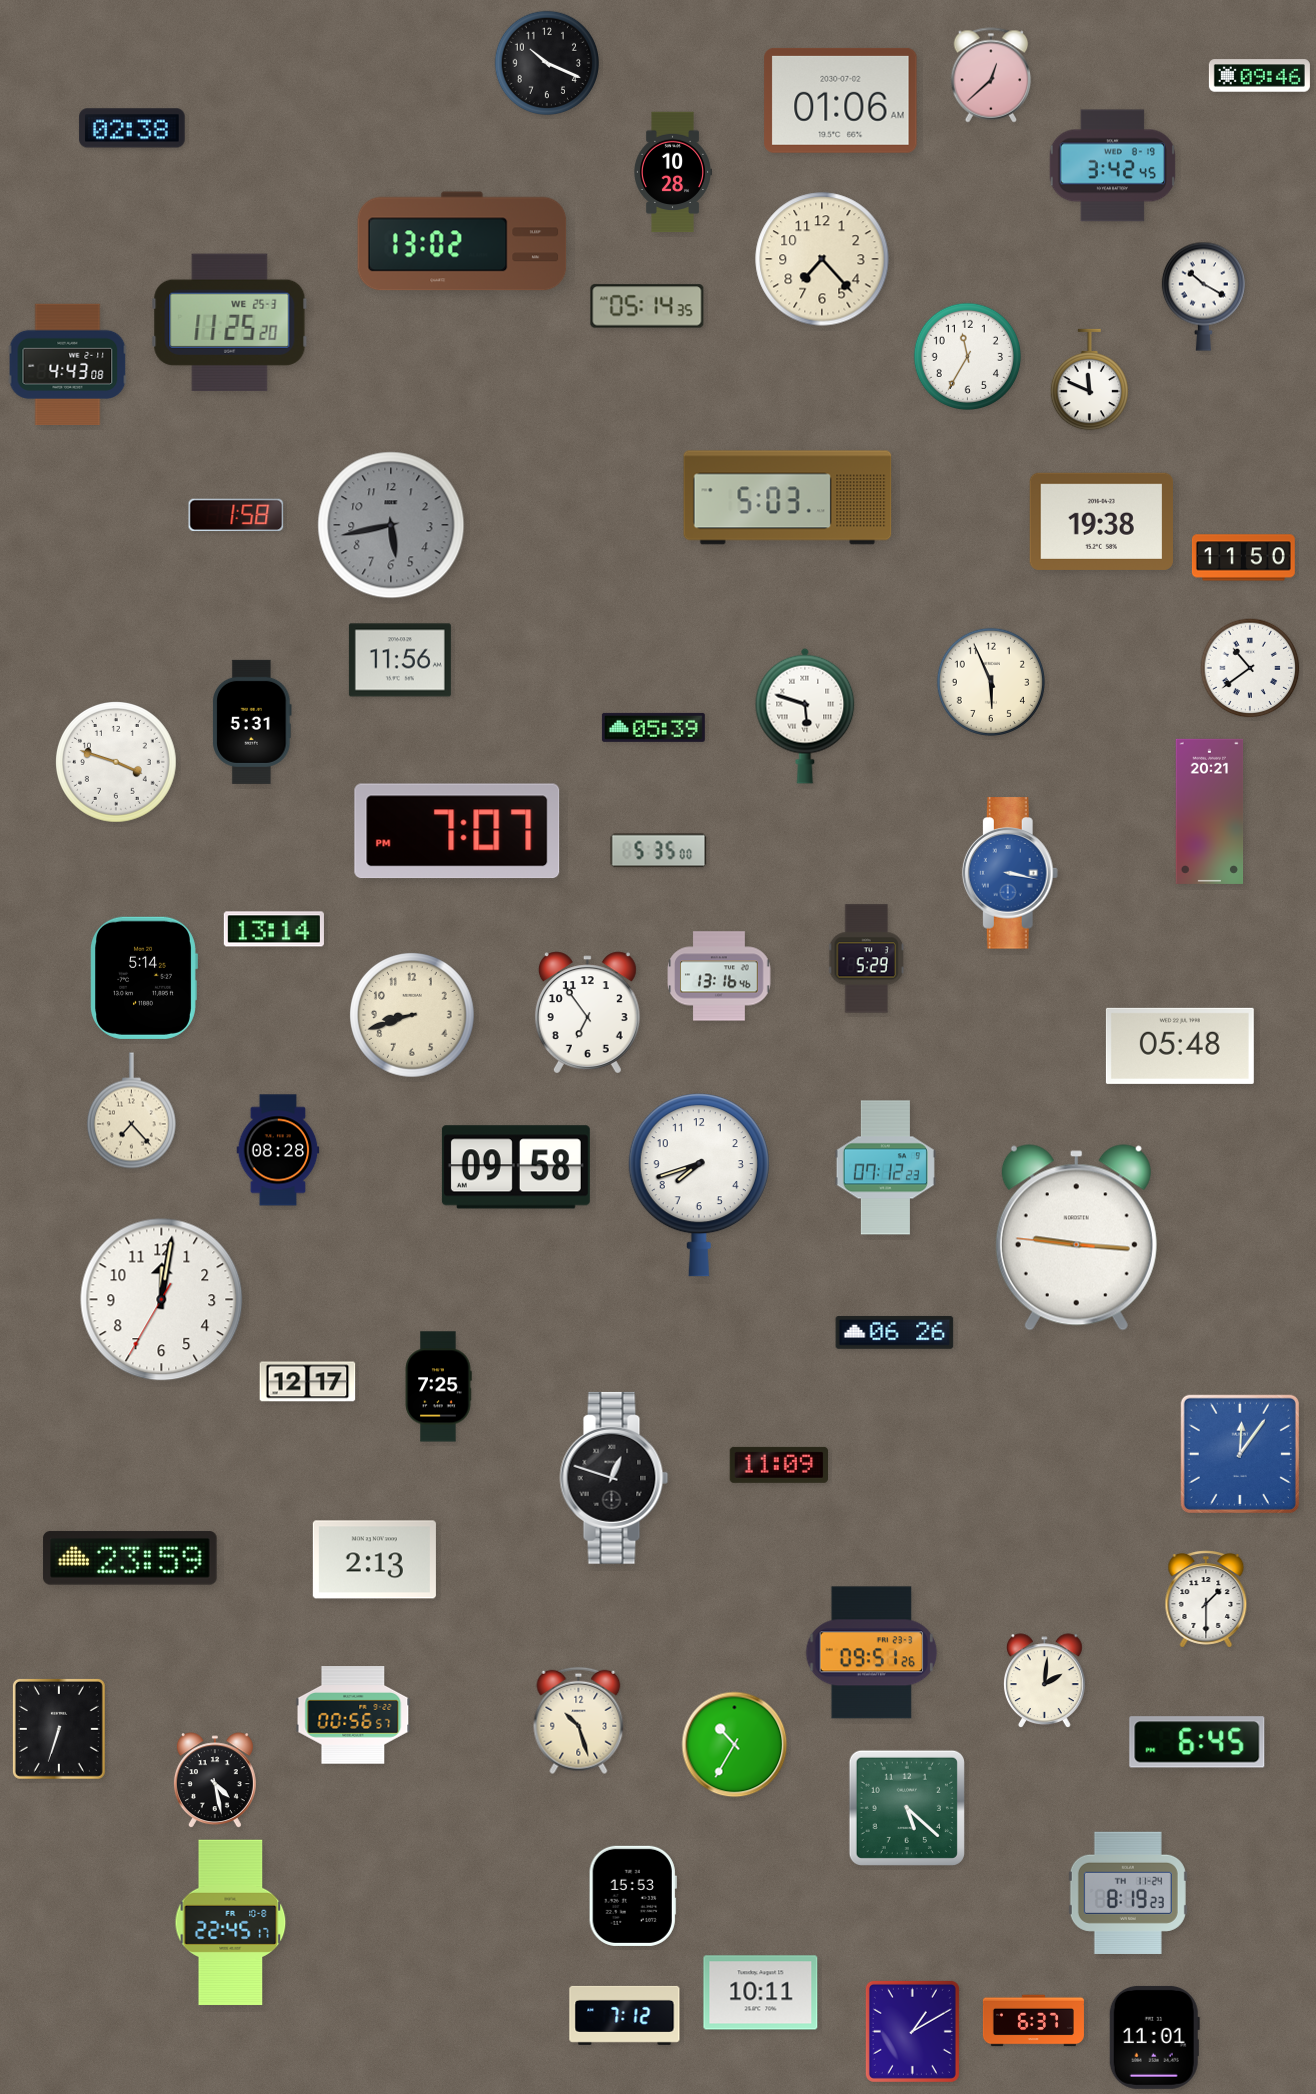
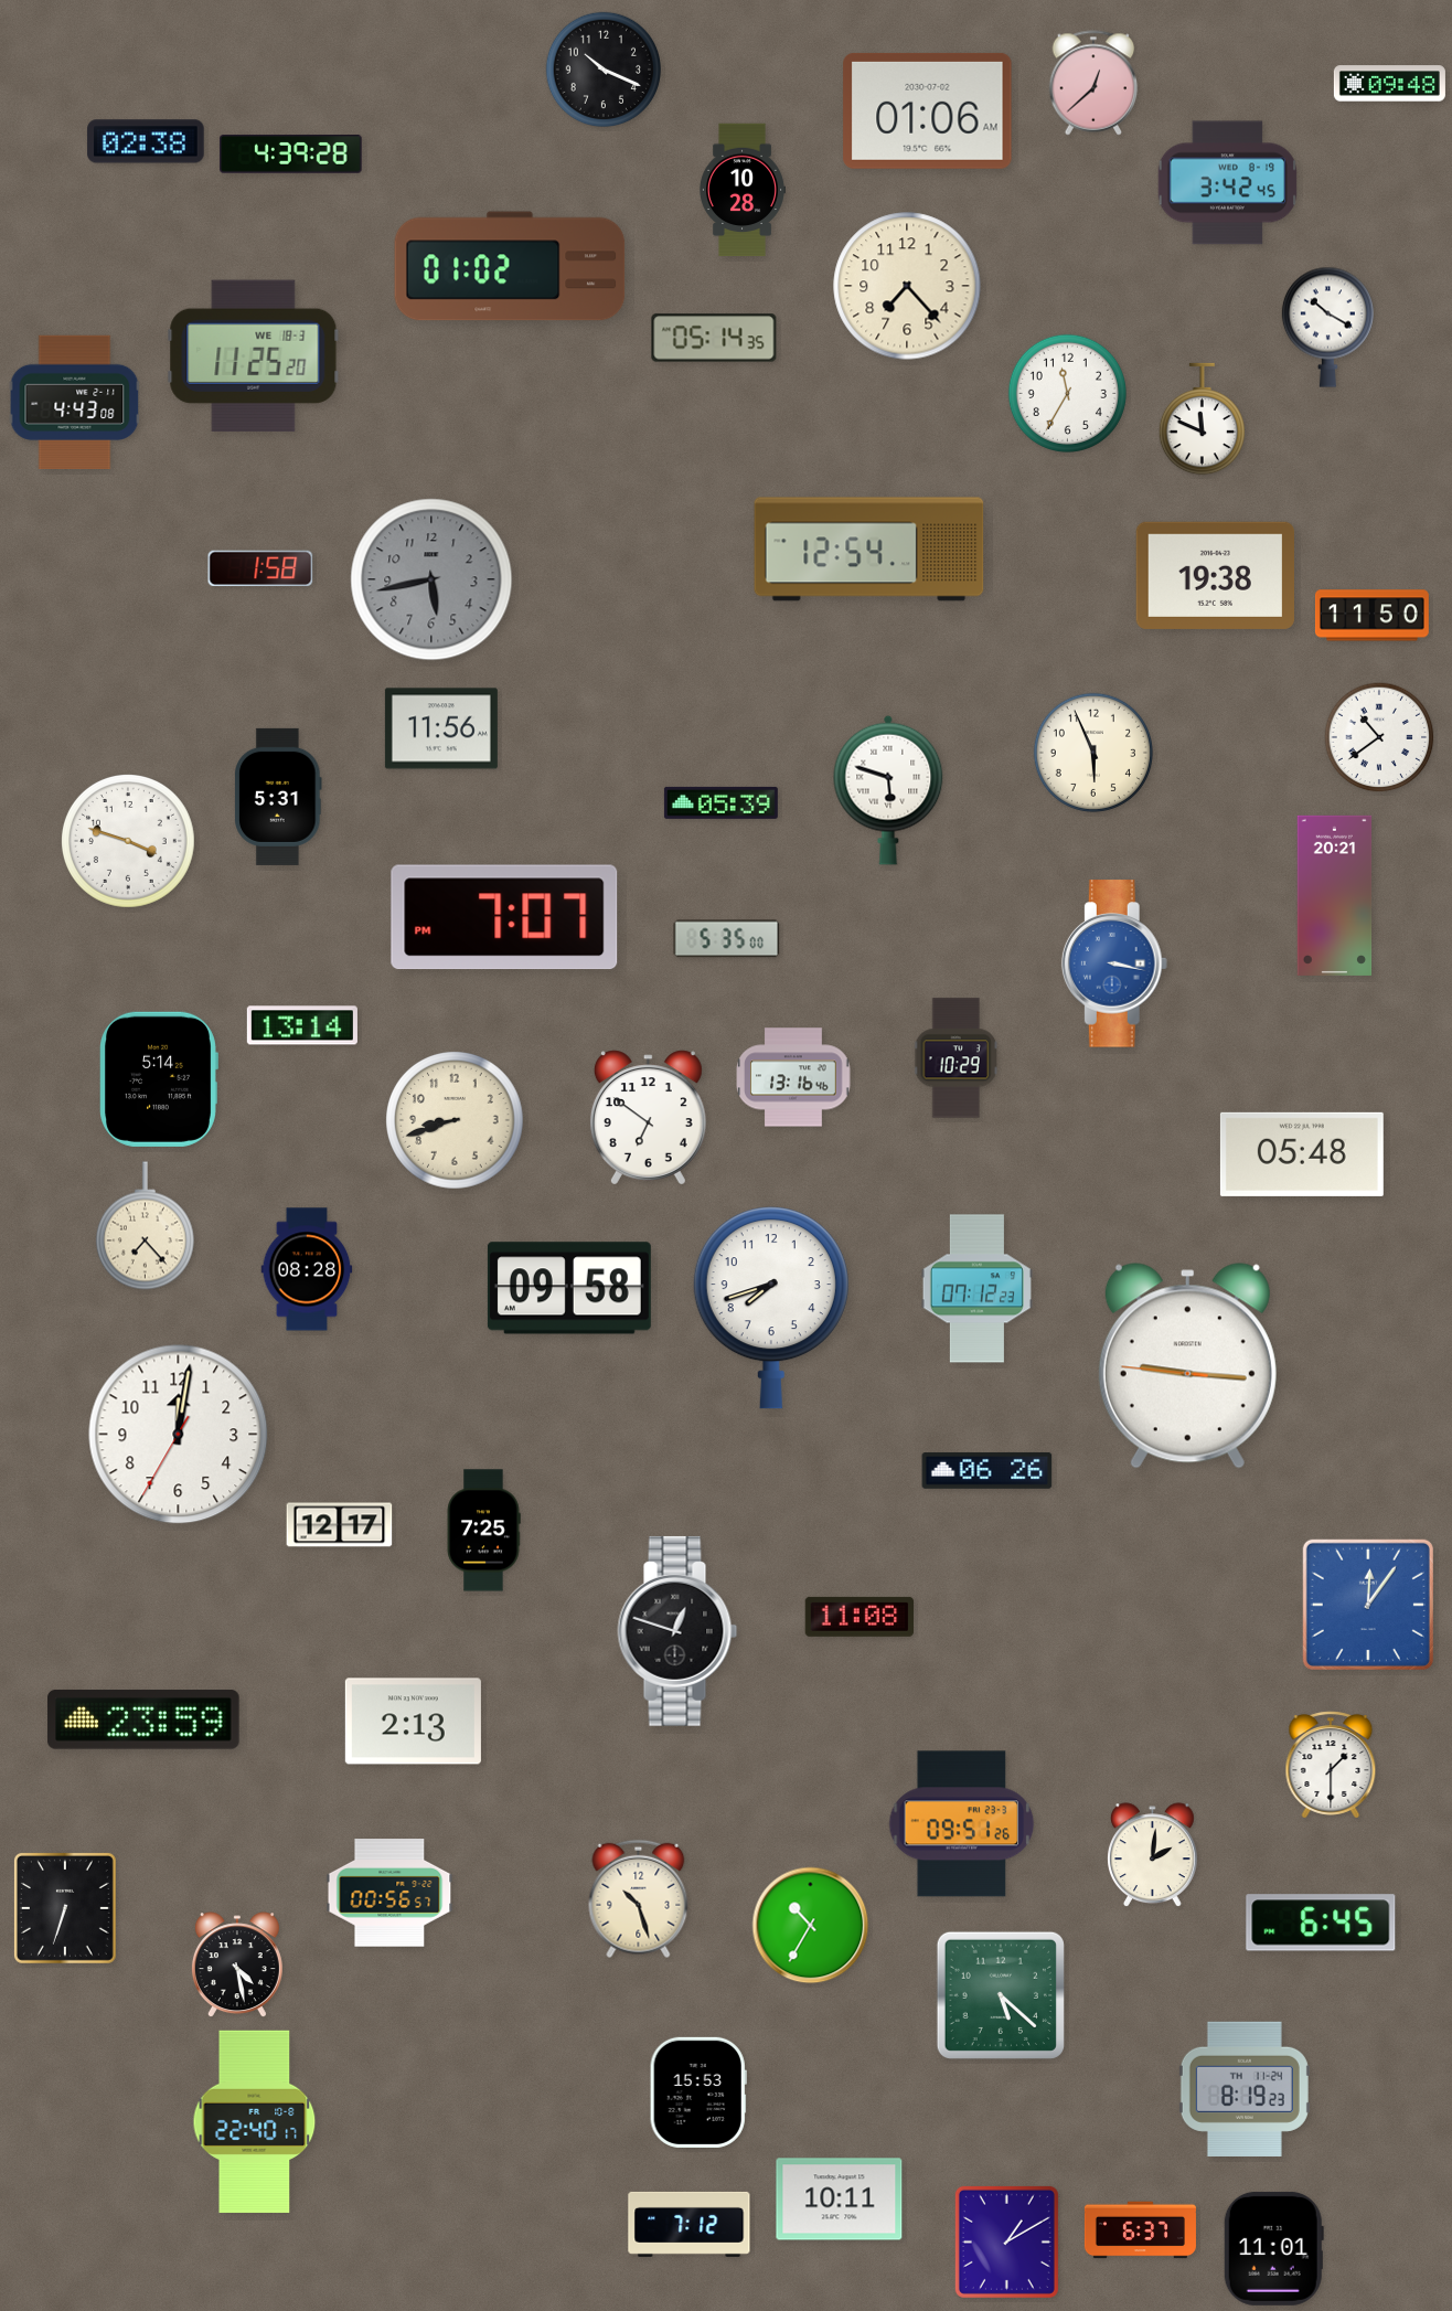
clock at (1259, 76): 09:46 -> 09:48
clock at (291, 155): none -> 4:39
clock at (462, 241): 13:02 -> 01:02
clock at (230, 322) date: WE 25-3 -> WE 18-3
clock at (788, 498): 5:03 -> 12:54
clock at (866, 959): 5:29 -> 10:29
clock at (587, 1013): 6:54 -> 6:51
clock at (778, 1465): 11:09 -> 11:08
clock at (231, 1923): 22:45 -> 22:40
